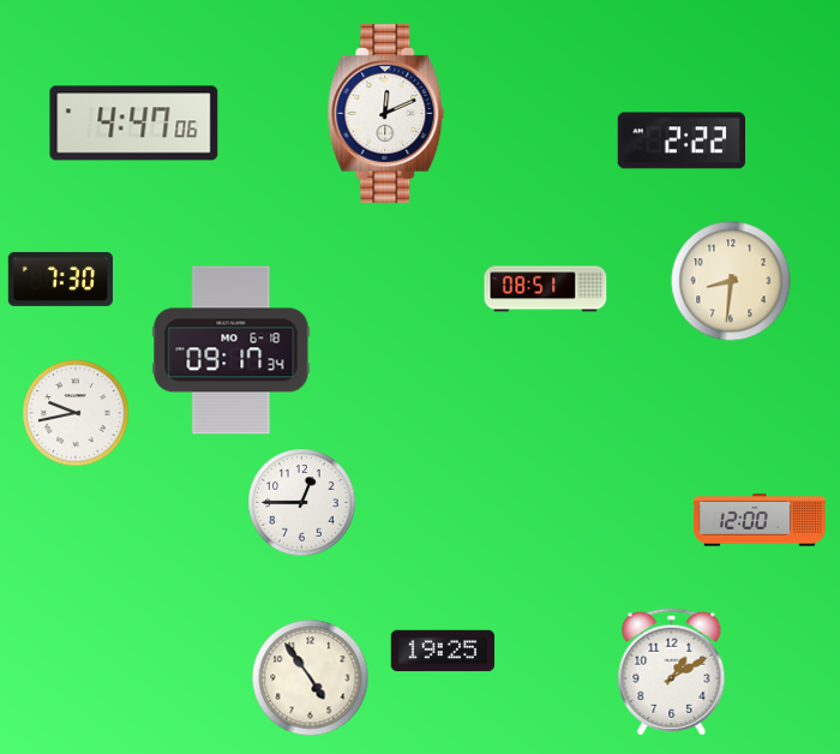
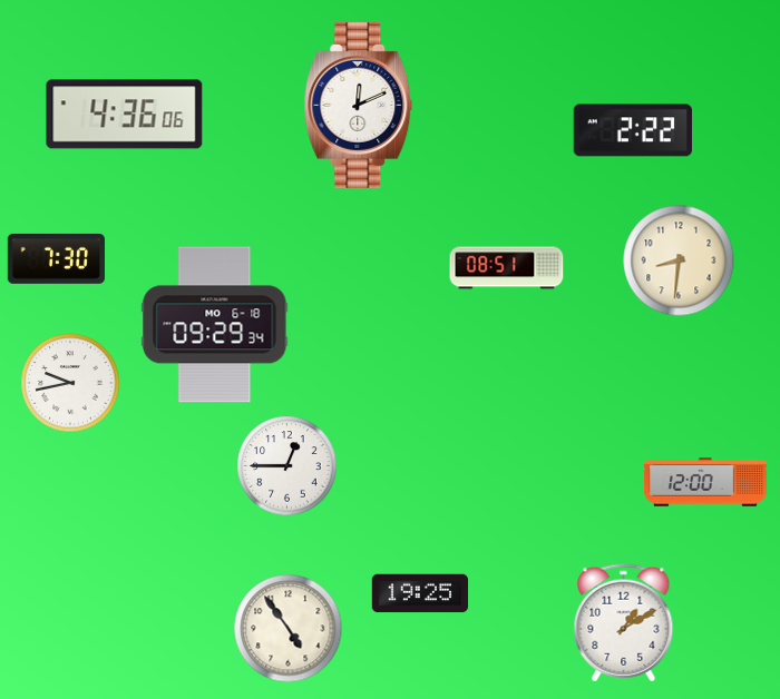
clock at (134, 124): 4:47 -> 4:36
clock at (232, 351): 09:17 -> 09:29
clock at (302, 503) position: (302, 503) -> (287, 466)
clock at (443, 651) position: (443, 651) -> (420, 593)
